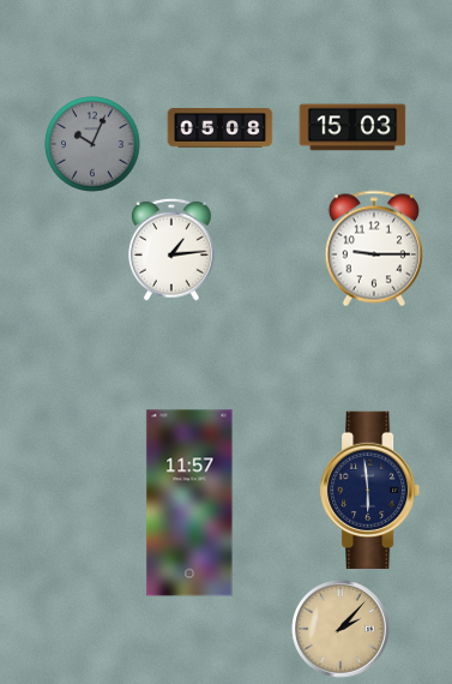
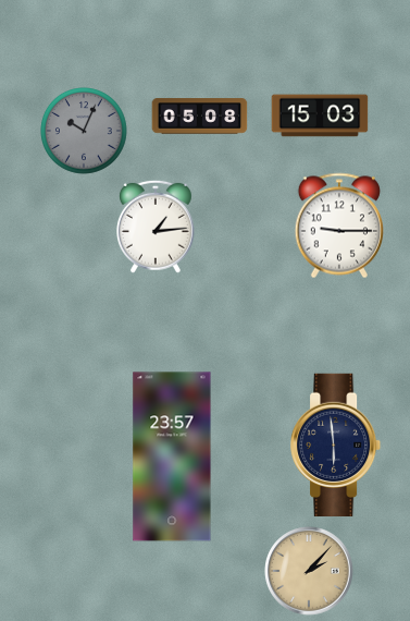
clock at (189, 503): 11:57 -> 23:57
